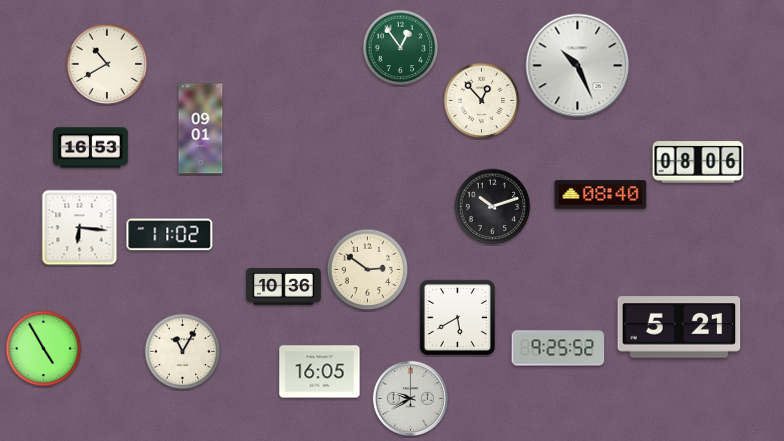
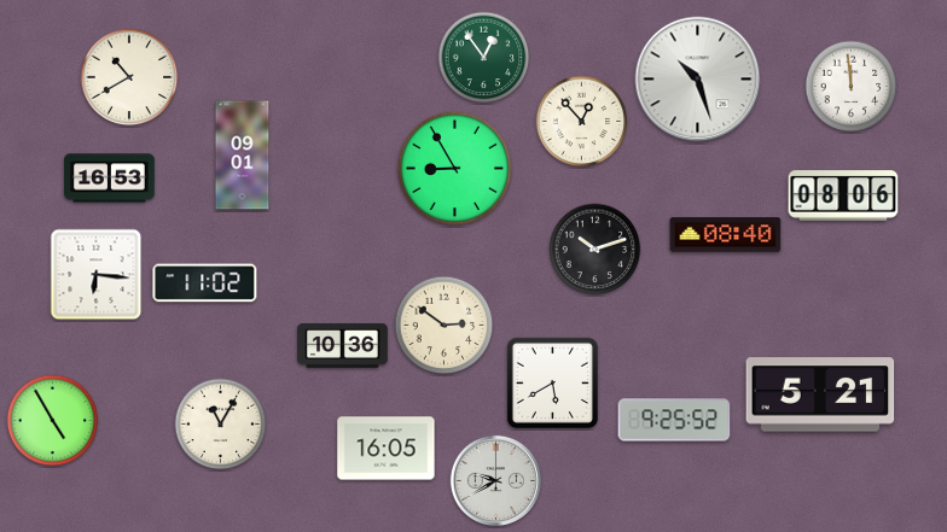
clock at (578, 66): 10:26 -> 10:27
clock at (852, 87): none -> 11:59
clock at (455, 169): none -> 8:55
